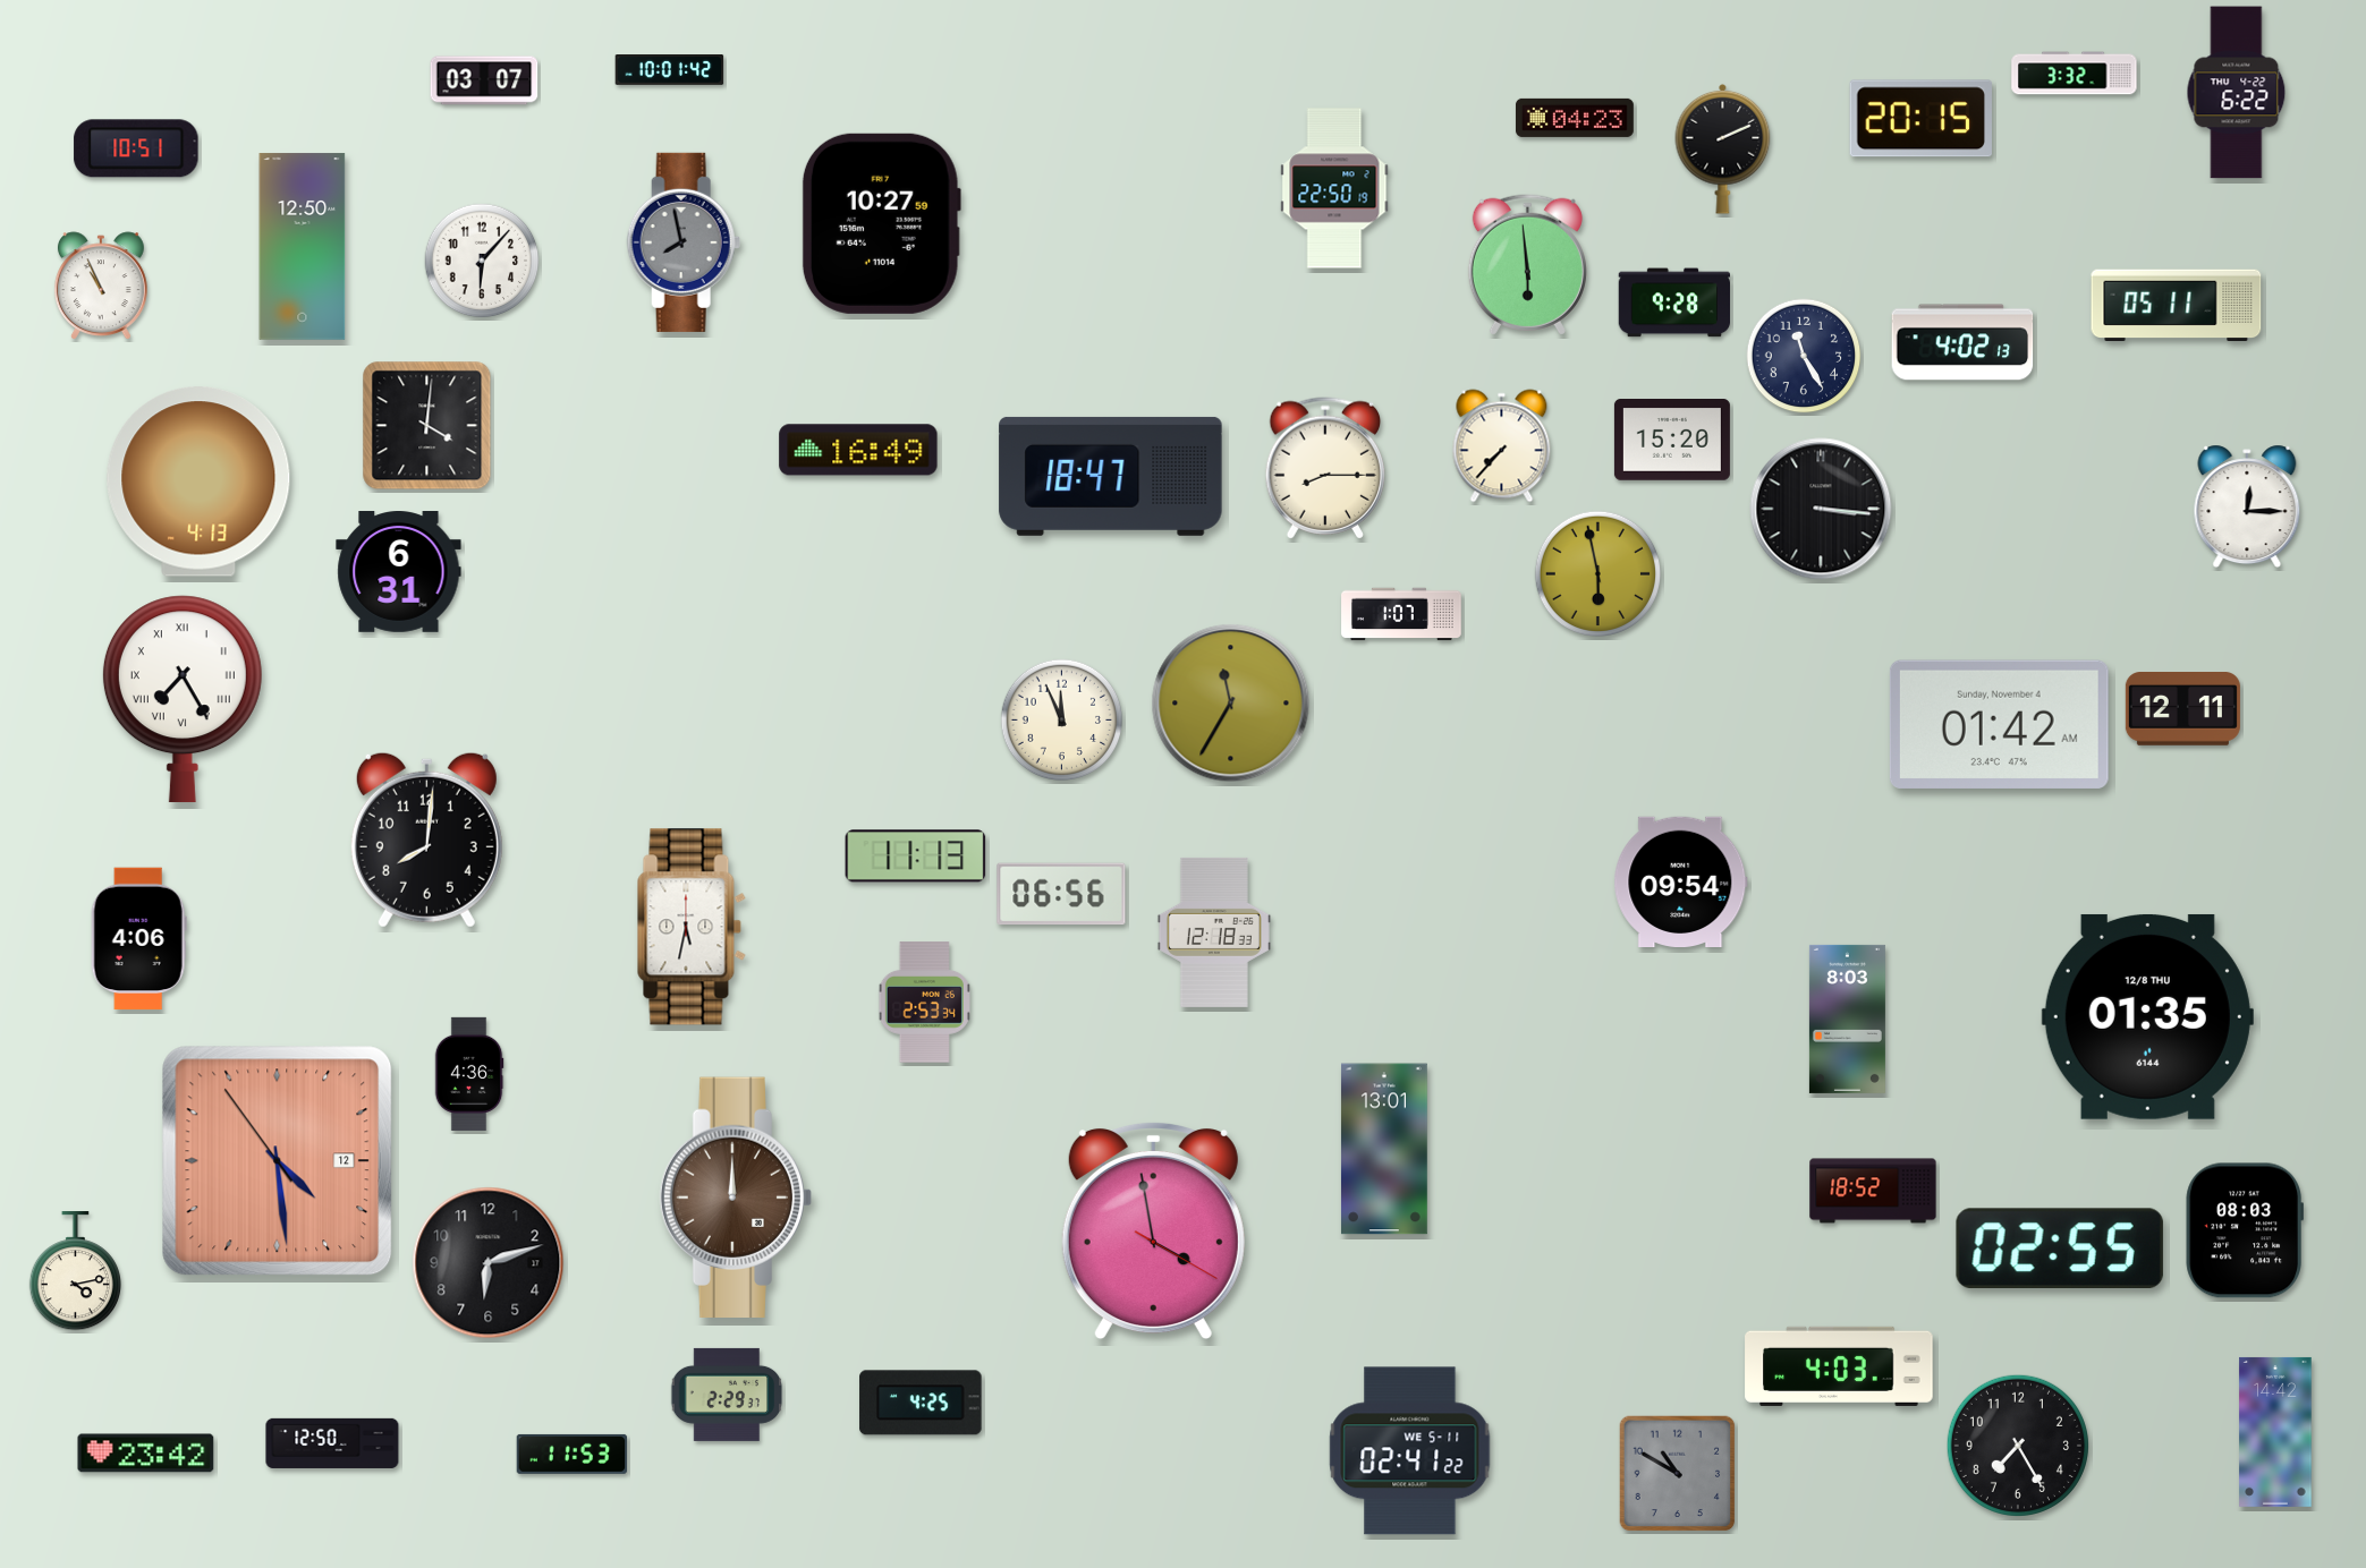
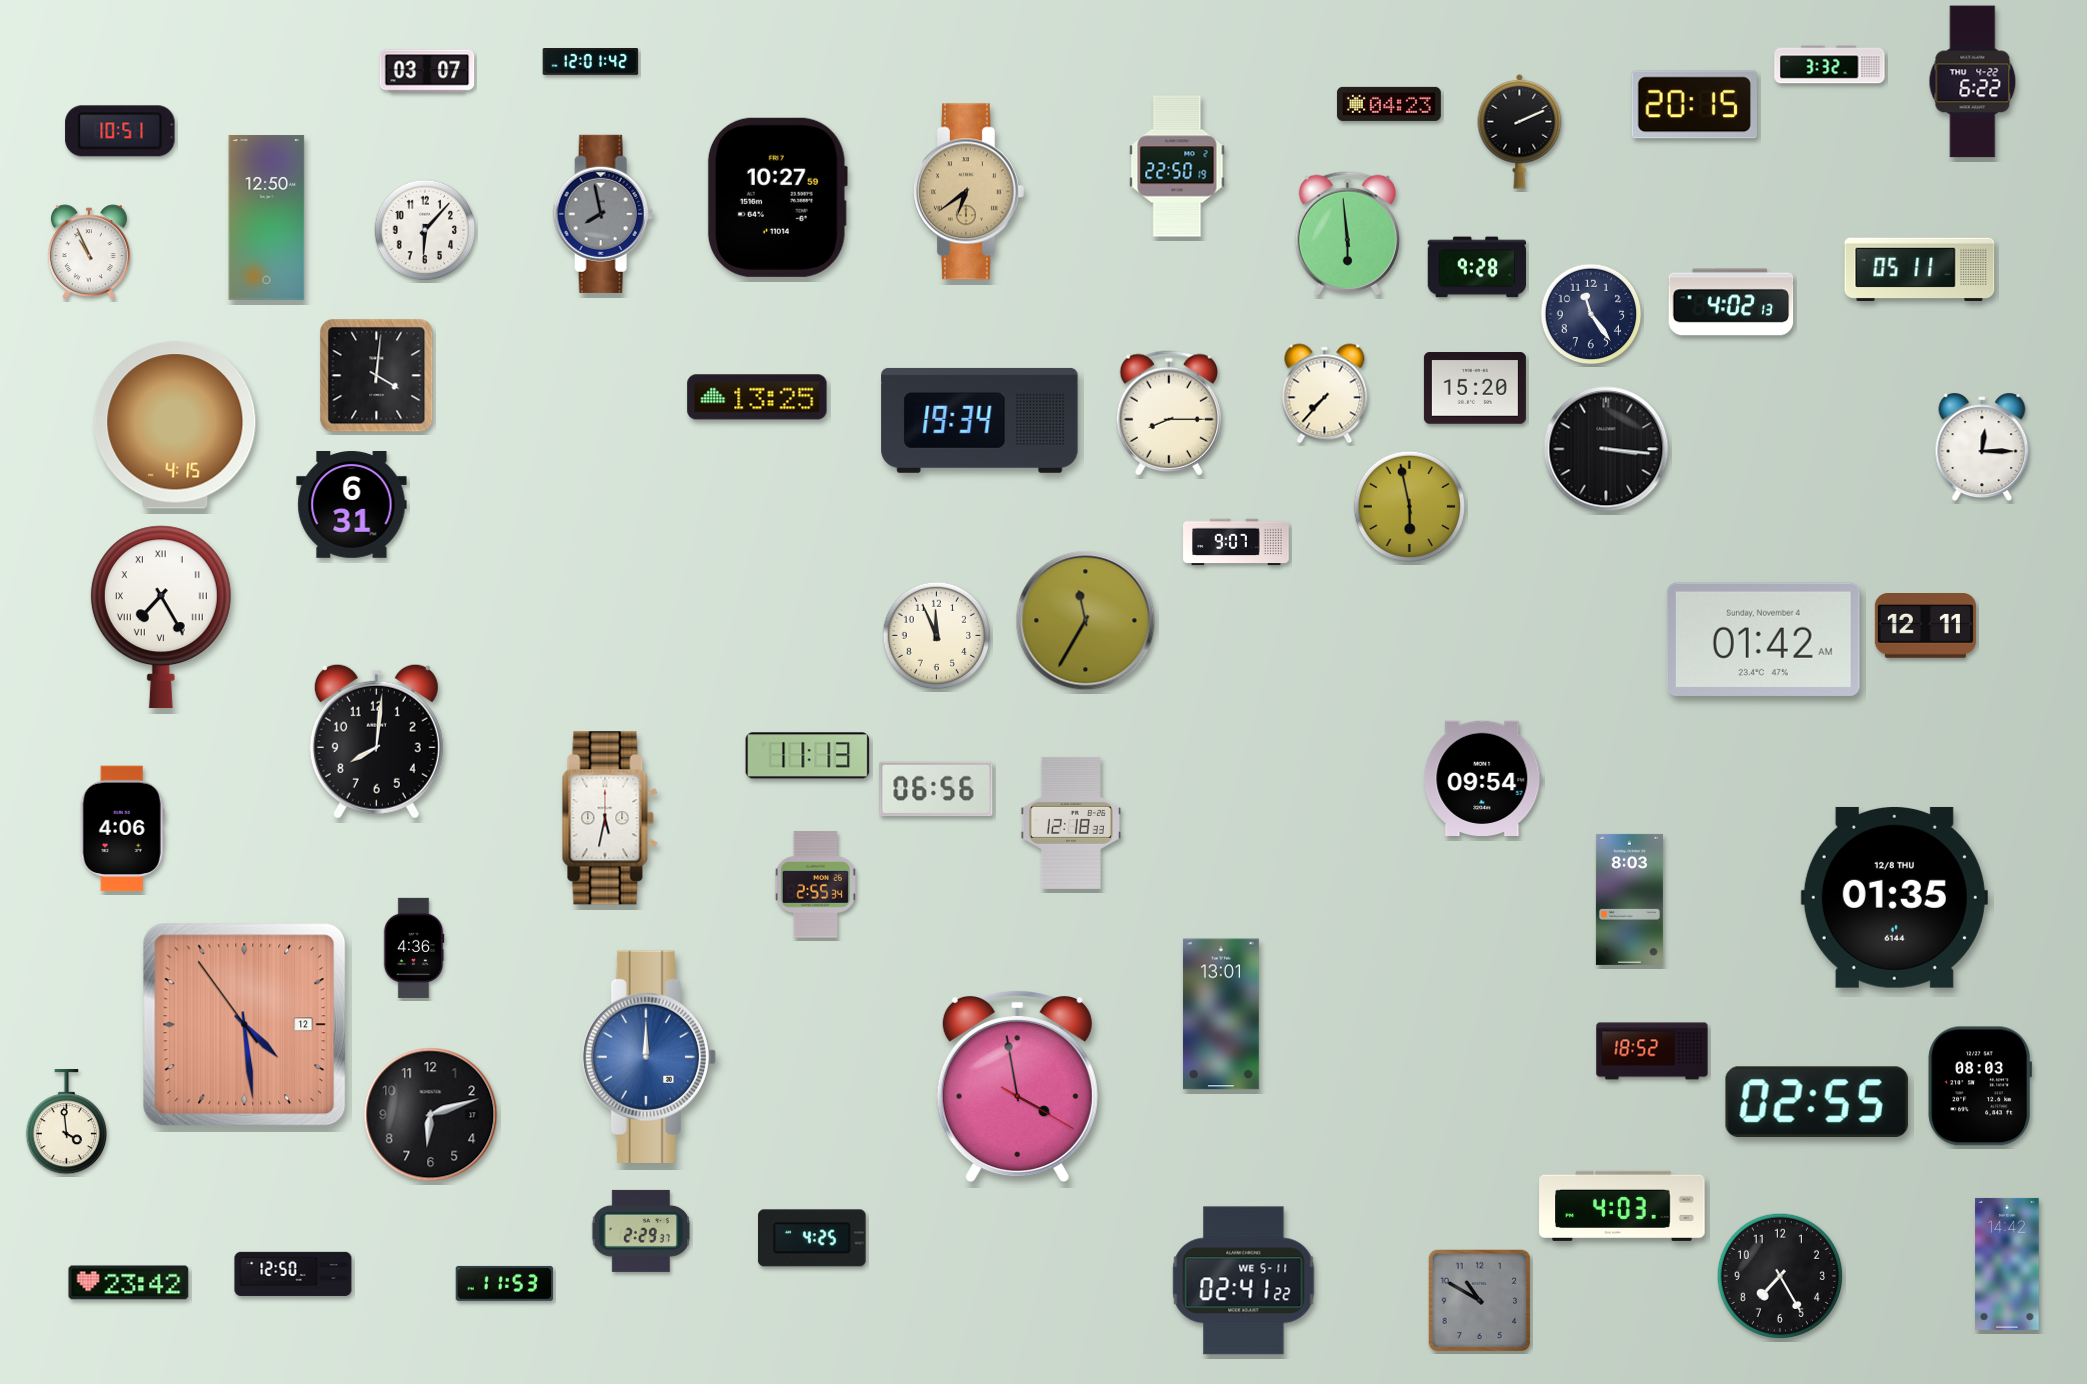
clock at (670, 70): 10:01 -> 12:01
clock at (968, 192): none -> 6:39
clock at (1804, 356): 11:25 -> 11:24
clock at (858, 450): 16:49 -> 13:25
clock at (1111, 476): 18:47 -> 19:34
clock at (198, 482): 4:13 -> 4:15
clock at (1401, 614): 1:07 -> 9:07
clock at (924, 1003): 2:53 -> 2:55
clock at (736, 1196) dial: brown -> blue
clock at (75, 1272): 4:13 -> 3:59
